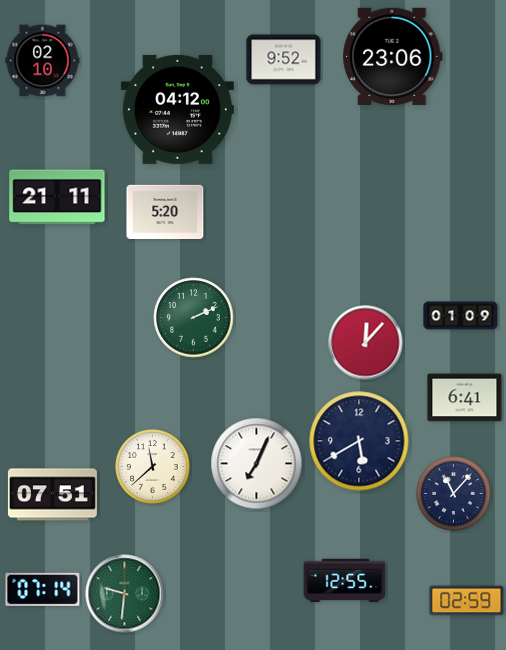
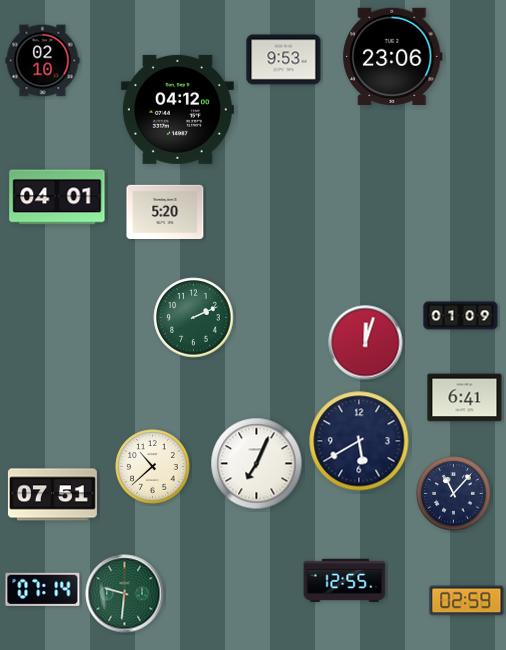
clock at (284, 60): 9:52 -> 9:53
clock at (57, 197): 21:11 -> 04:01
clock at (366, 343): 12:07 -> 12:03
clock at (153, 467): 11:38 -> 10:38
